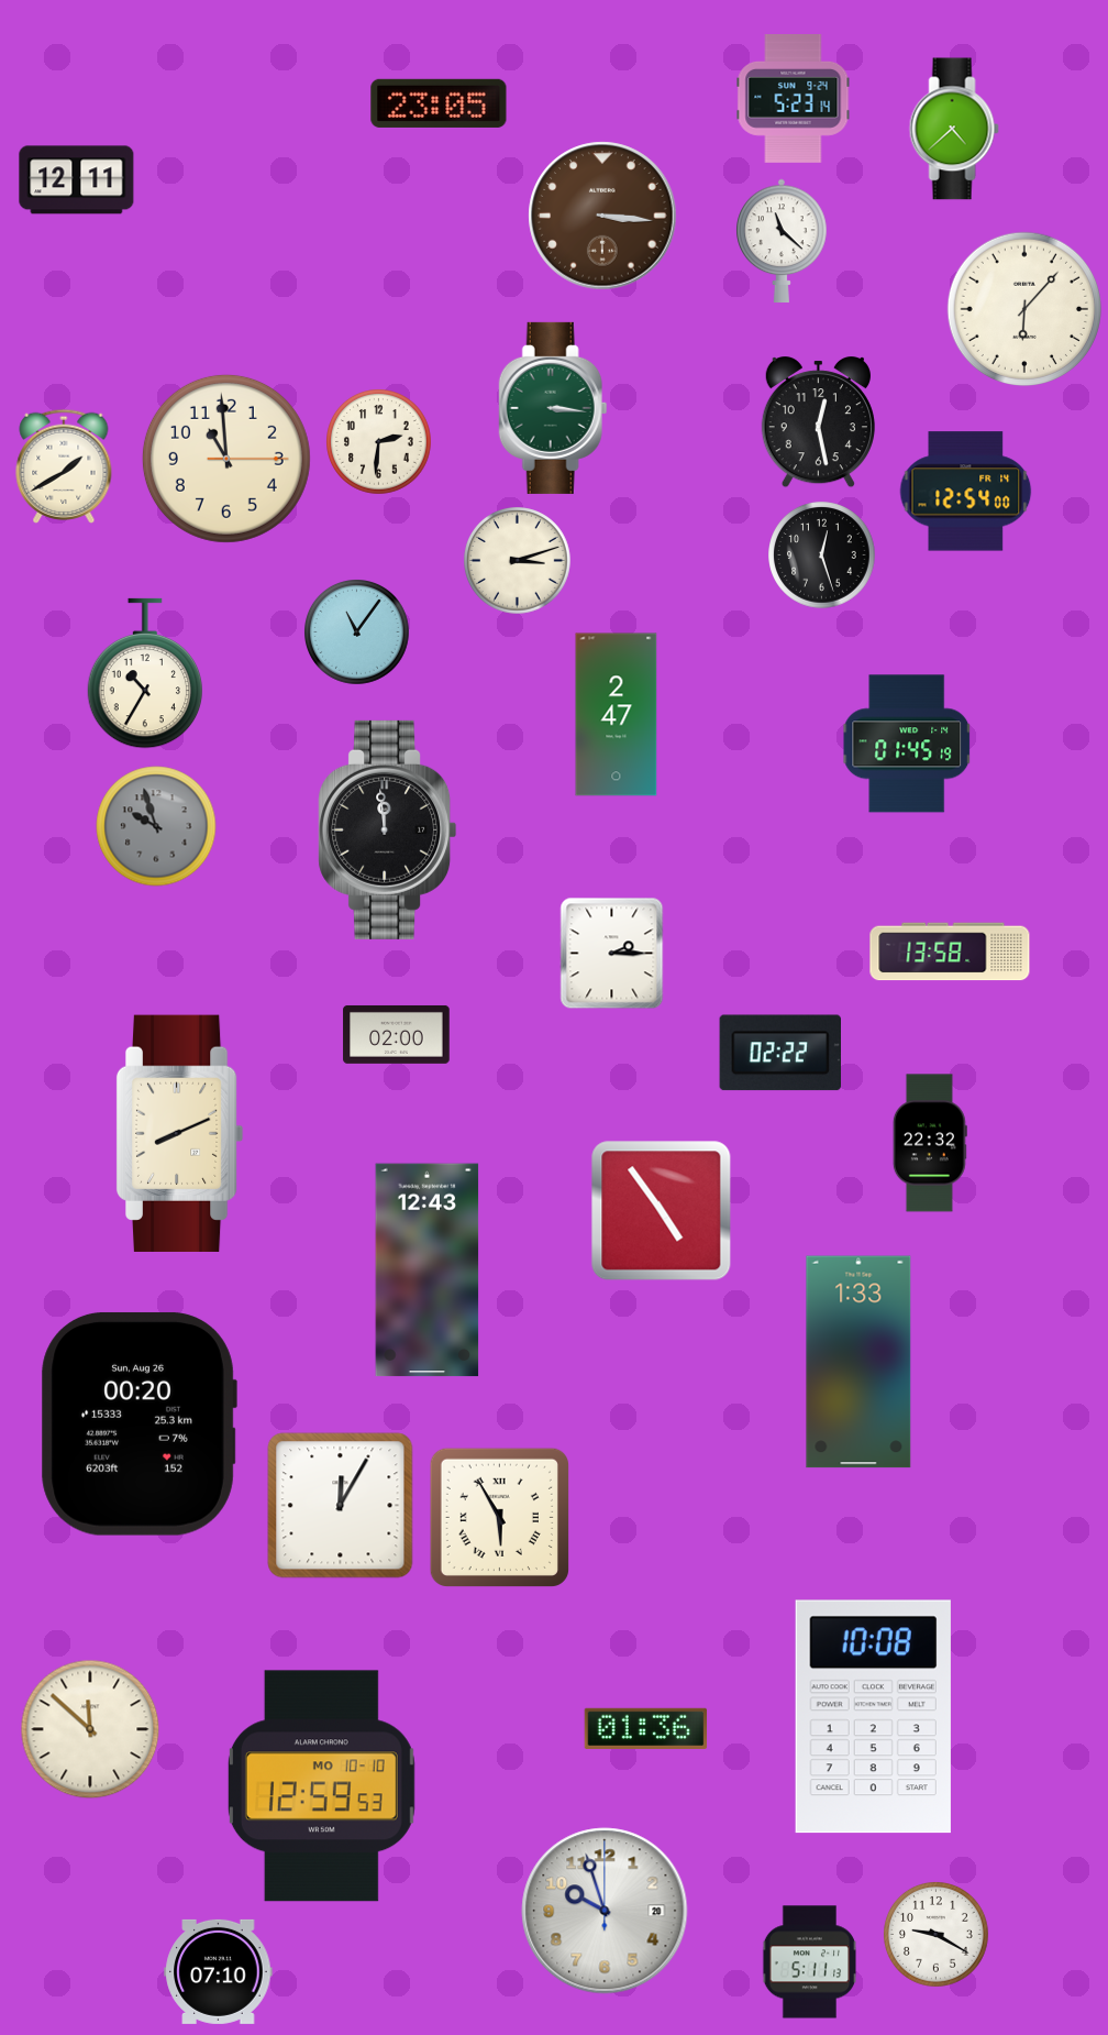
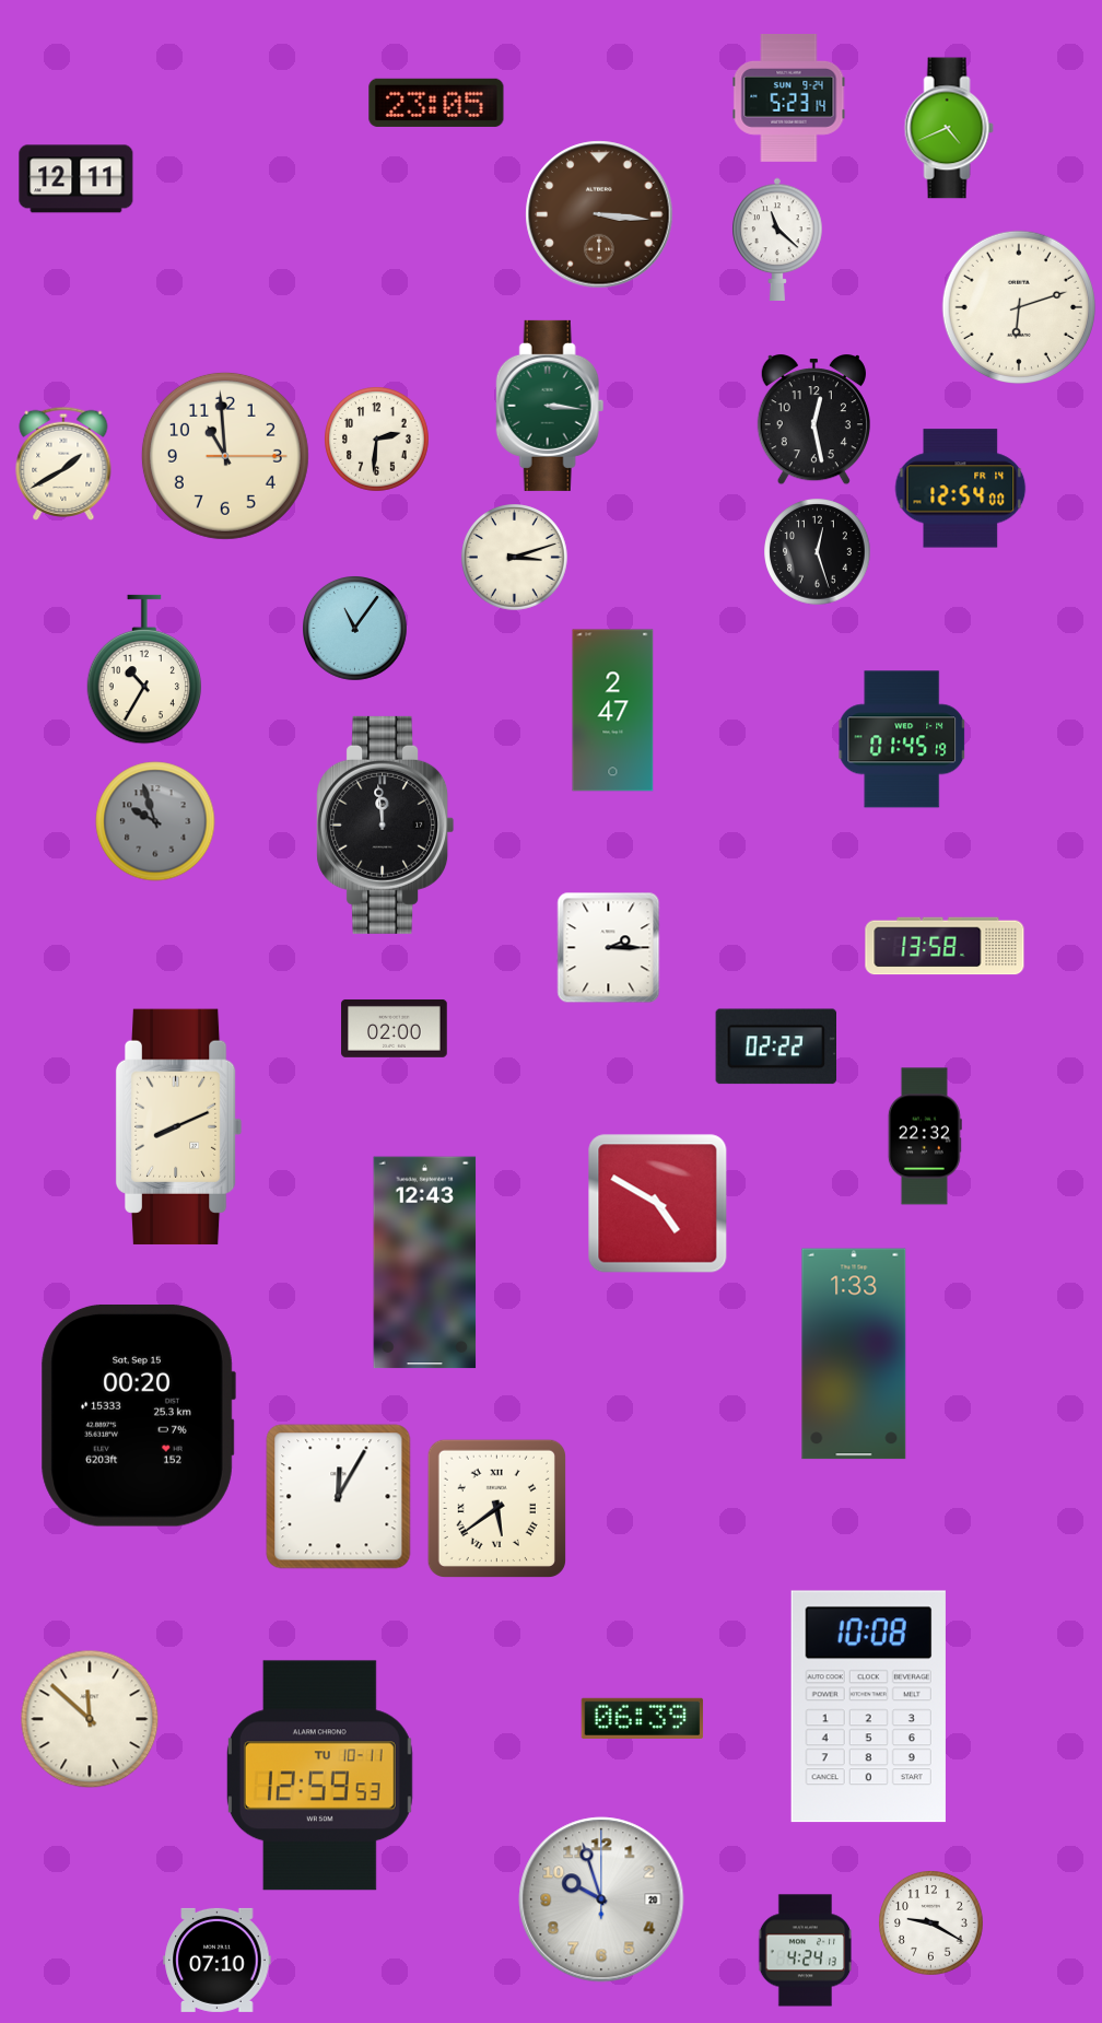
clock at (954, 129): 4:38 -> 4:41
clock at (1023, 308): 6:07 -> 6:12
clock at (662, 1211): 4:54 -> 4:50
clock at (138, 1423) date: Sun, Aug 26 -> Sat, Sep 15
clock at (499, 1517): 5:55 -> 5:39
clock at (646, 1728): 01:36 -> 06:39
clock at (321, 1786) date: MO 10-10 -> TU 10-11
clock at (810, 1962): 5:11 -> 4:24
